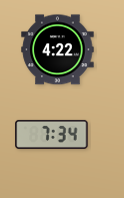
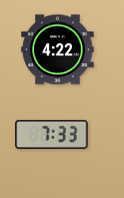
clock at (52, 134): 7:34 -> 7:33
